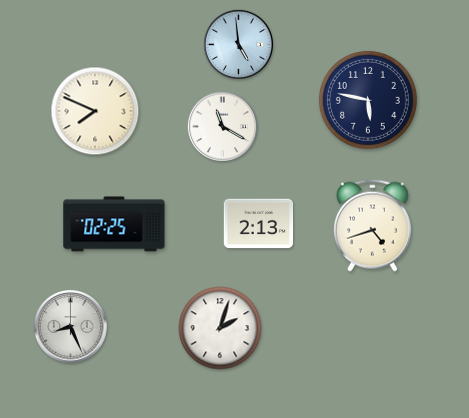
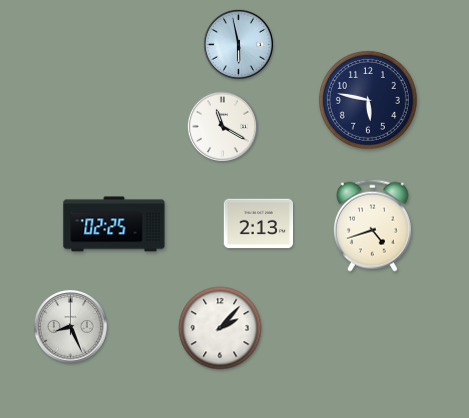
clock at (238, 44): 4:59 -> 5:58
clock at (95, 111): 7:49 -> none
clock at (220, 328): 2:03 -> 2:07
